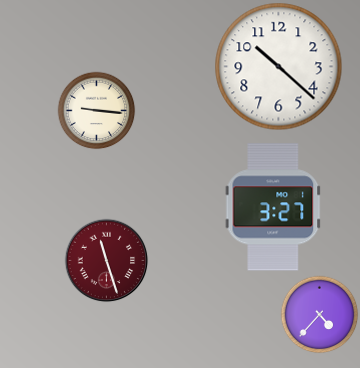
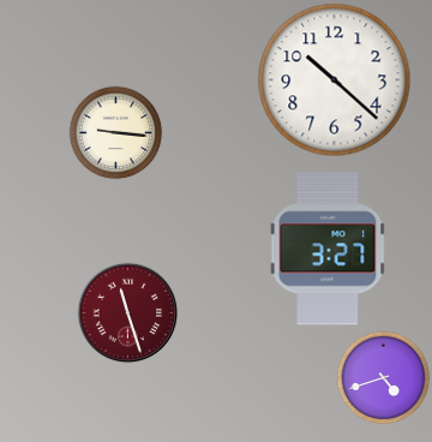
clock at (319, 314): 4:37 -> 4:42
